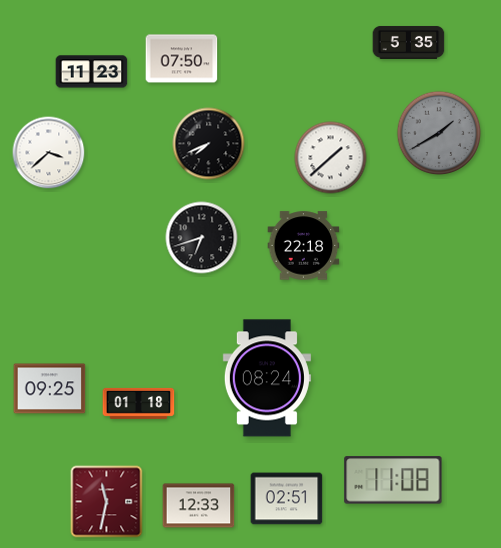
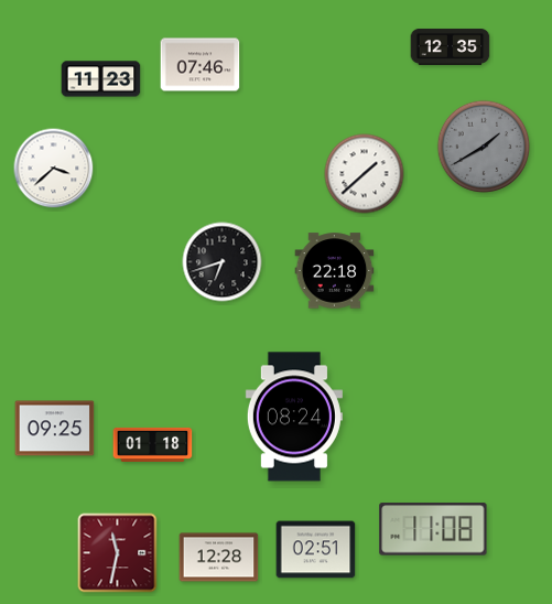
clock at (409, 42): 5:35 -> 12:35
clock at (182, 59): 07:50 -> 07:46
clock at (209, 144): 7:41 -> none
clock at (199, 506): 12:33 -> 12:28
